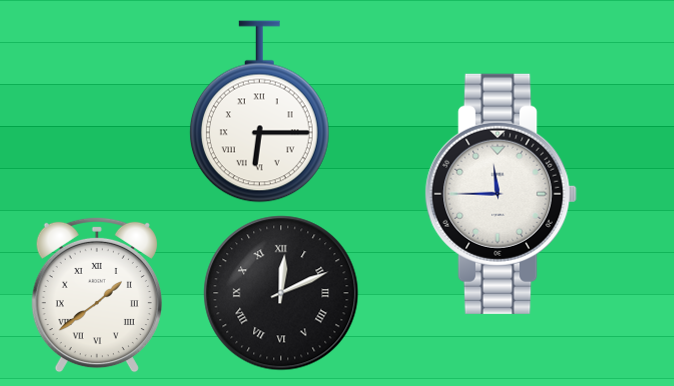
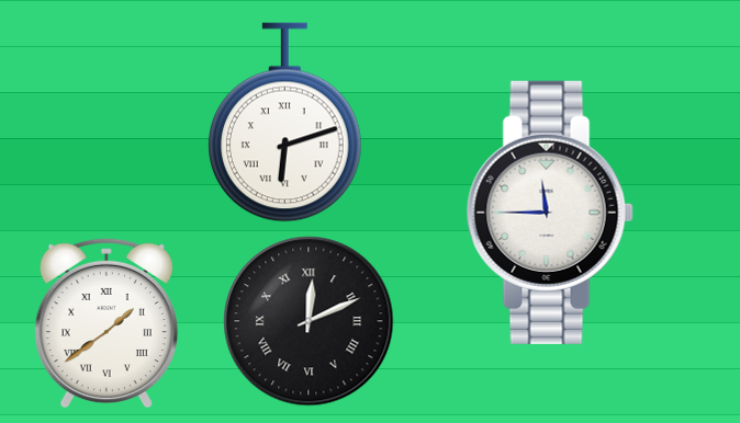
clock at (259, 112): 6:15 -> 6:12
